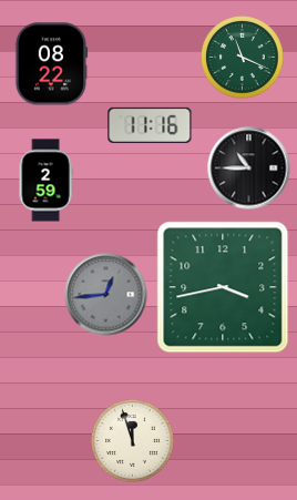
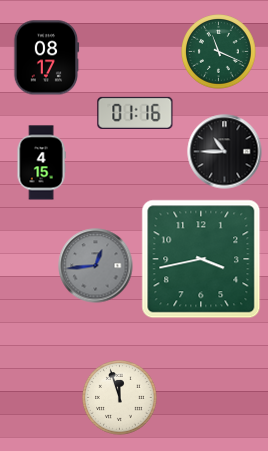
clock at (51, 64): 08:22 -> 08:17
clock at (150, 125): 11:16 -> 01:16
clock at (45, 181): 2:59 -> 4:15
